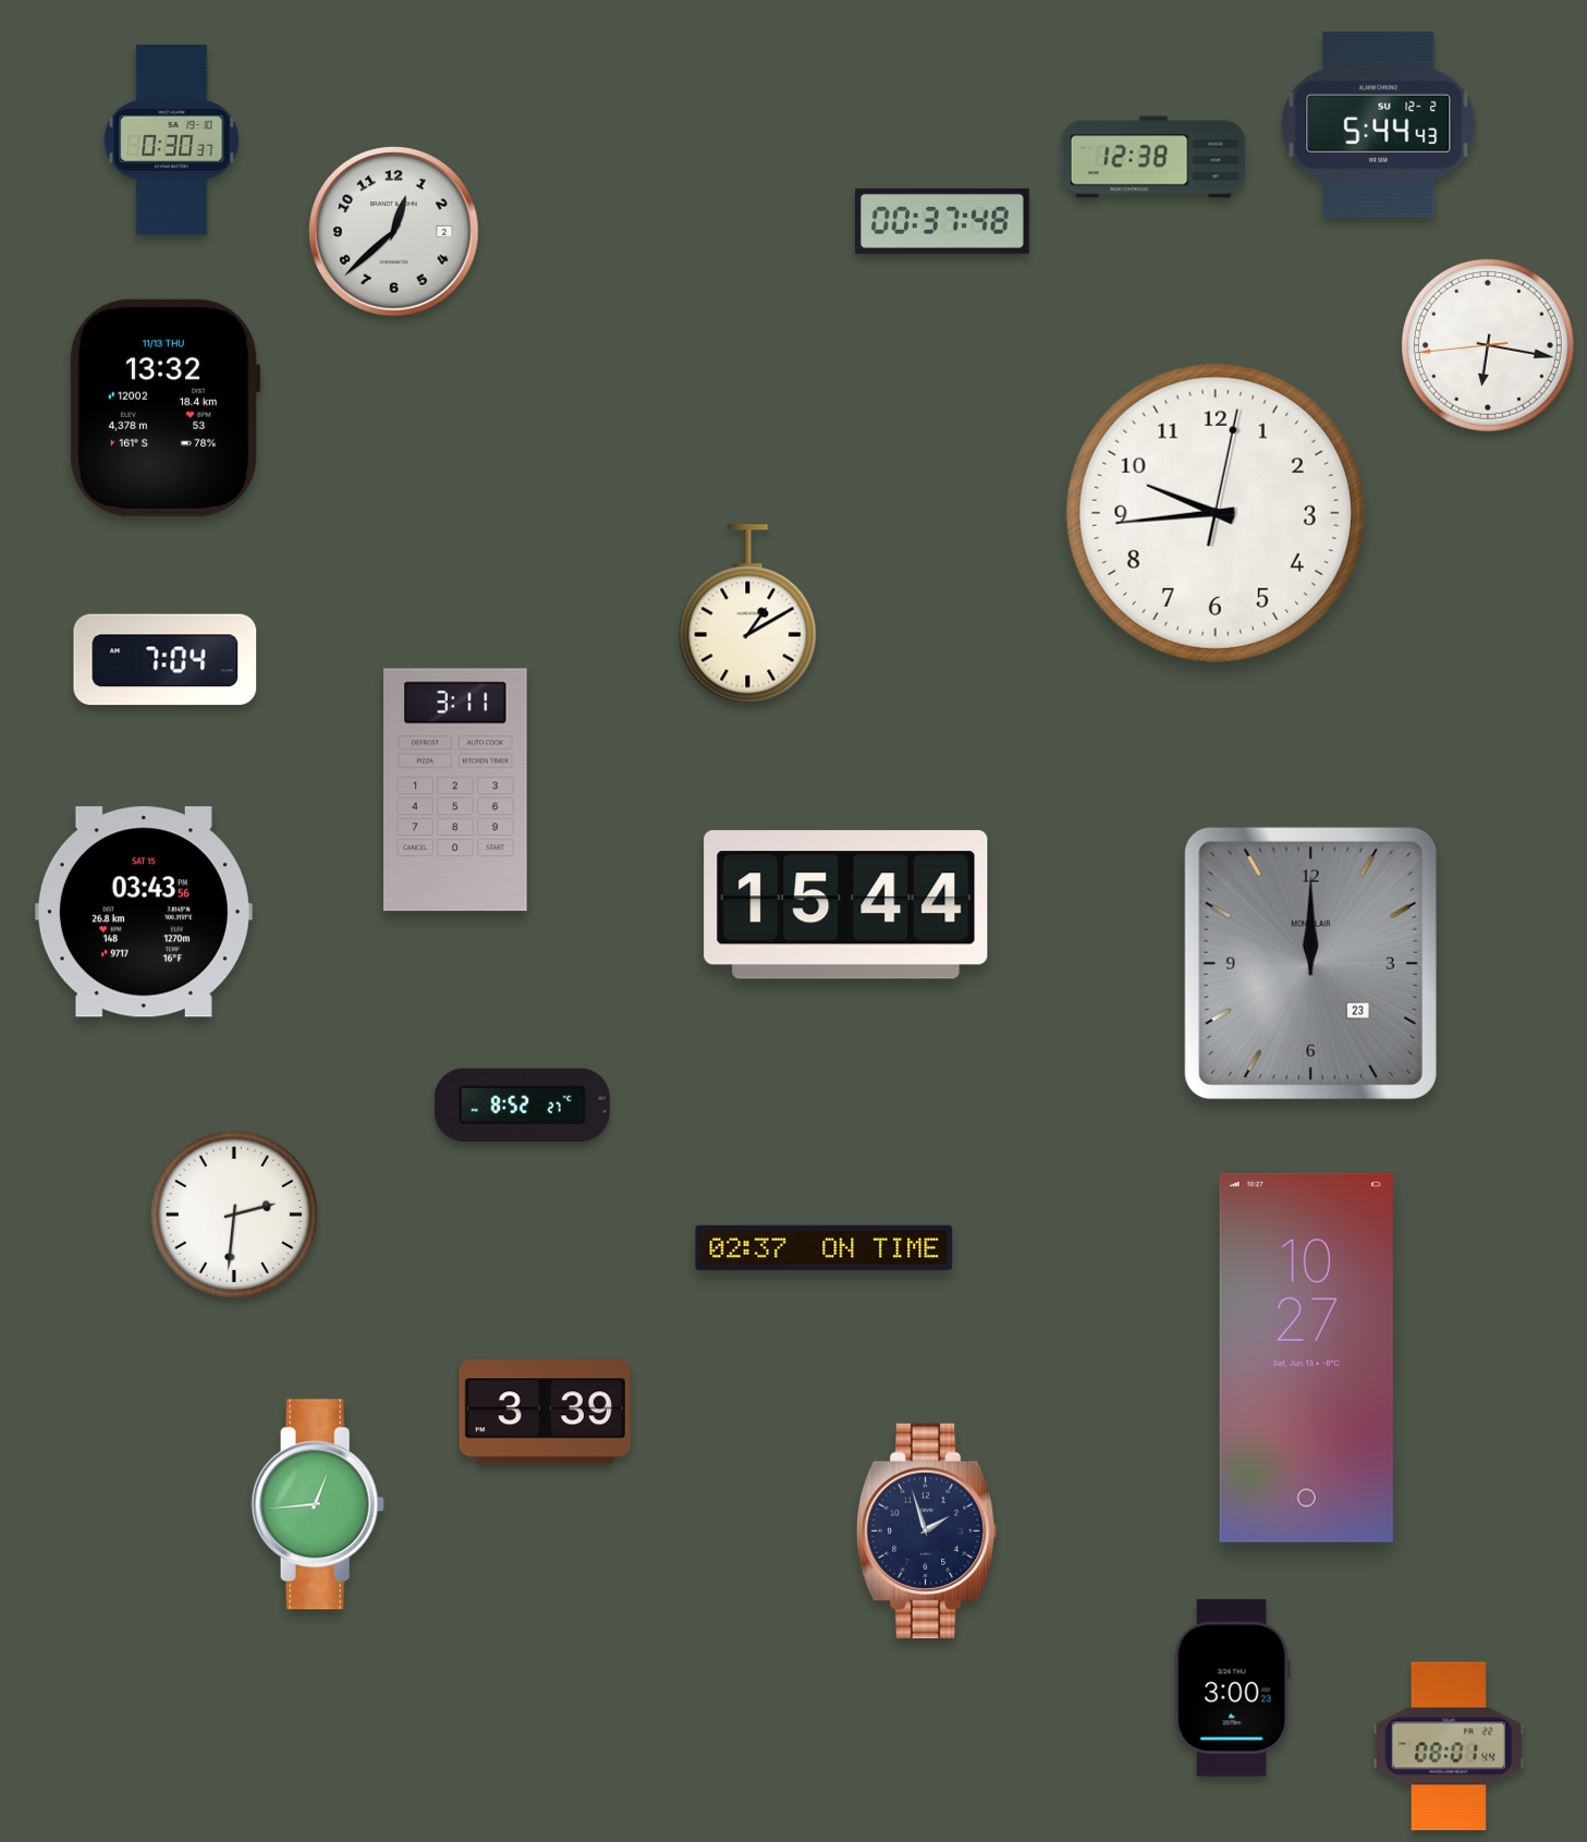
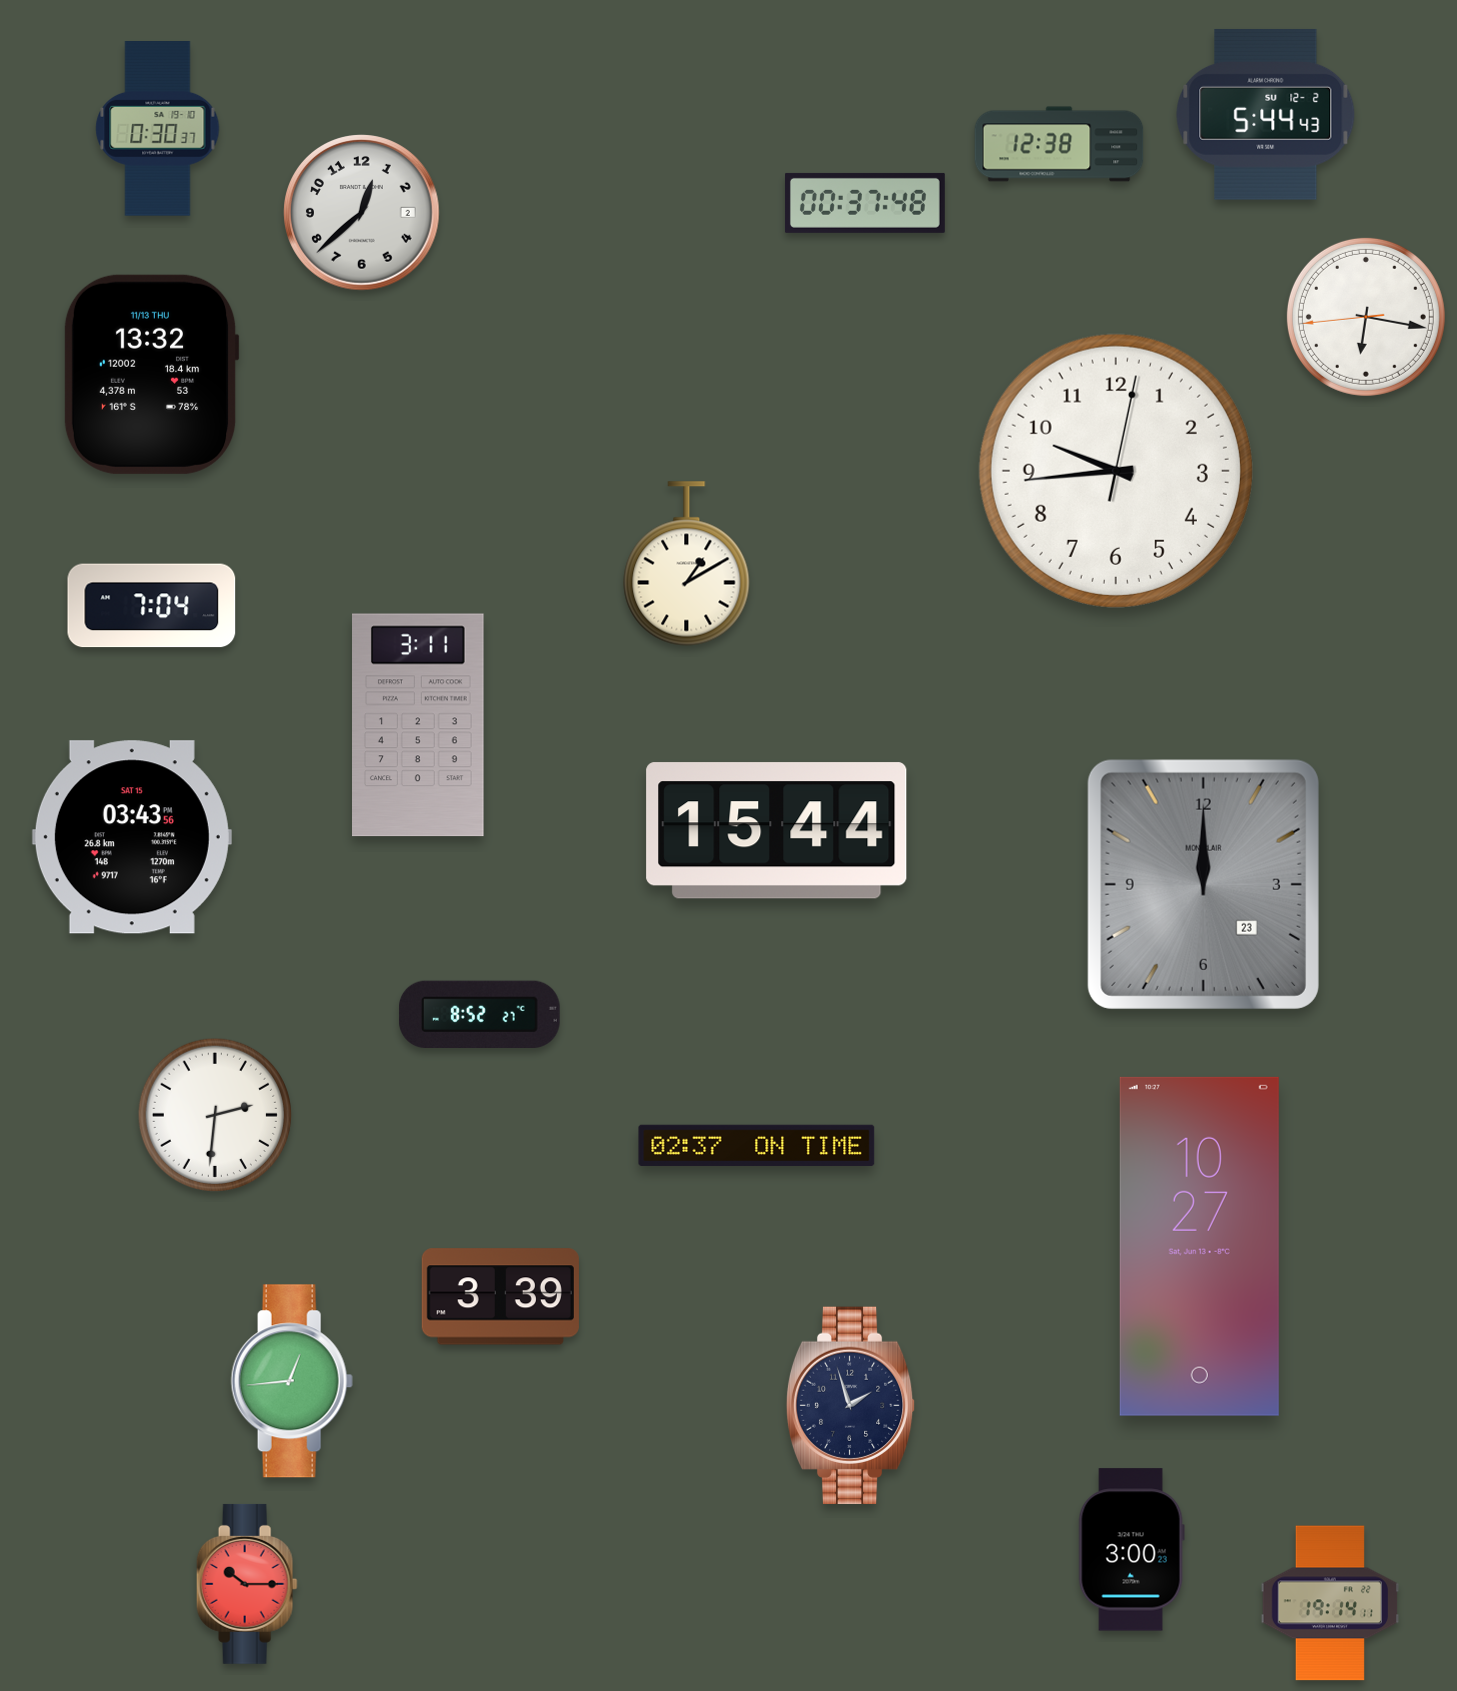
clock at (247, 1584): none -> 10:15
clock at (1449, 1746): 08:01 -> 19:14
